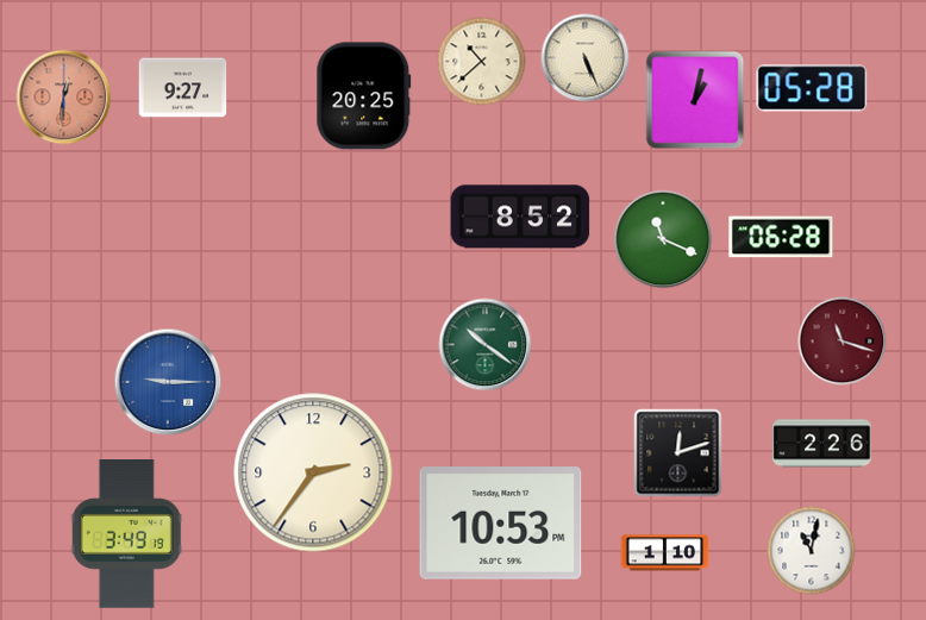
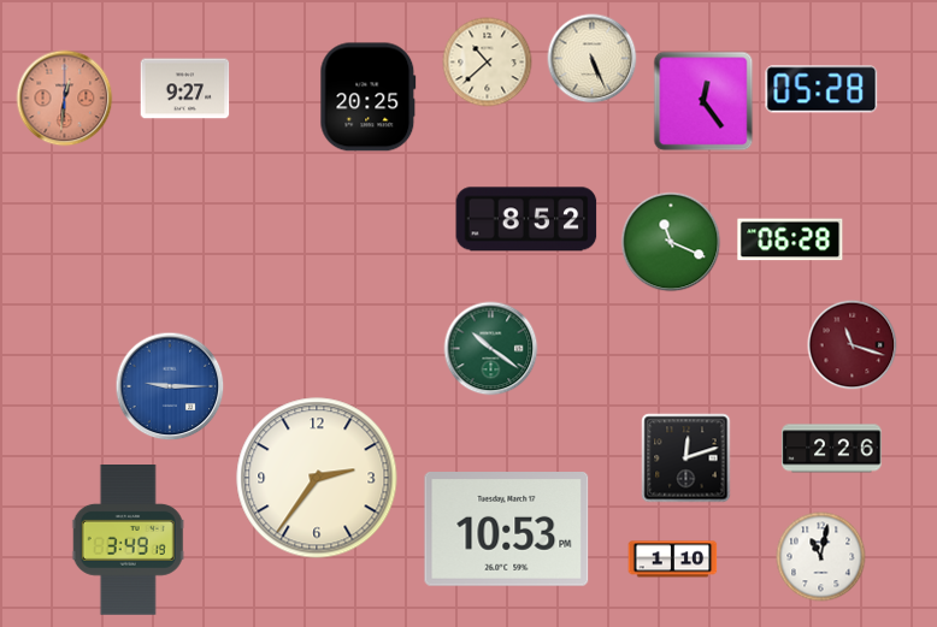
clock at (695, 100): 1:02 -> 12:24
